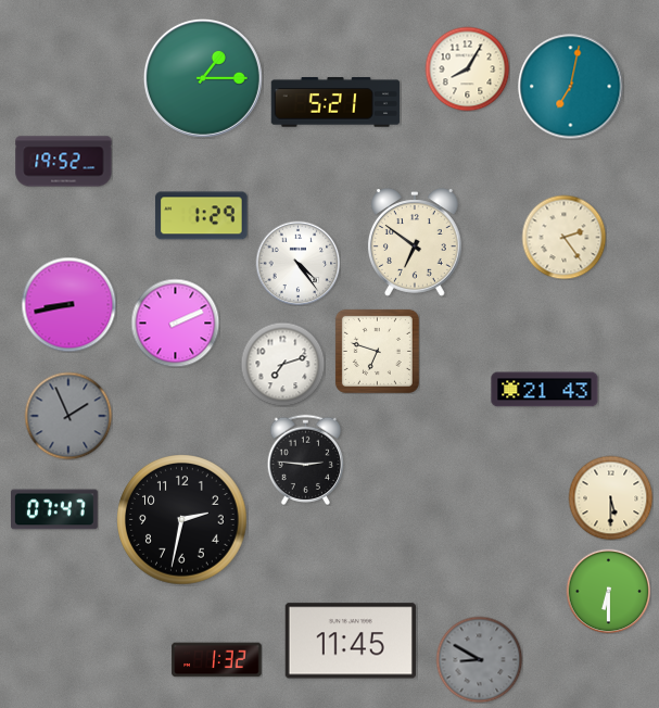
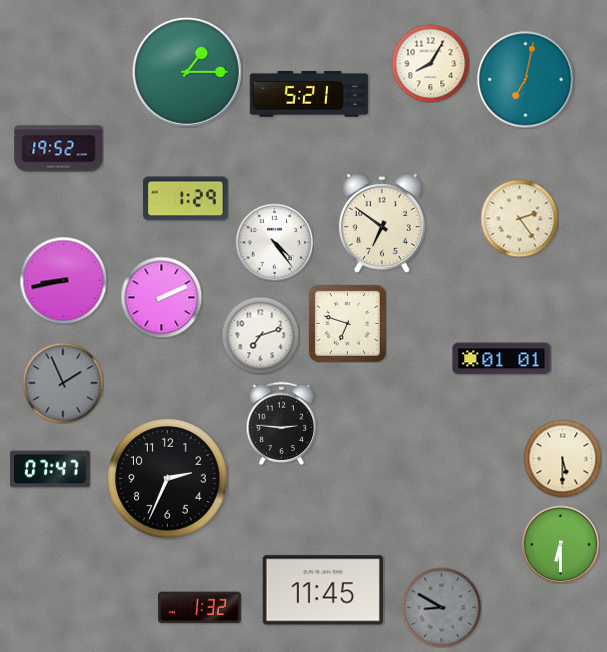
clock at (545, 390): 21:43 -> 01:01
clock at (182, 520): 2:32 -> 2:34
